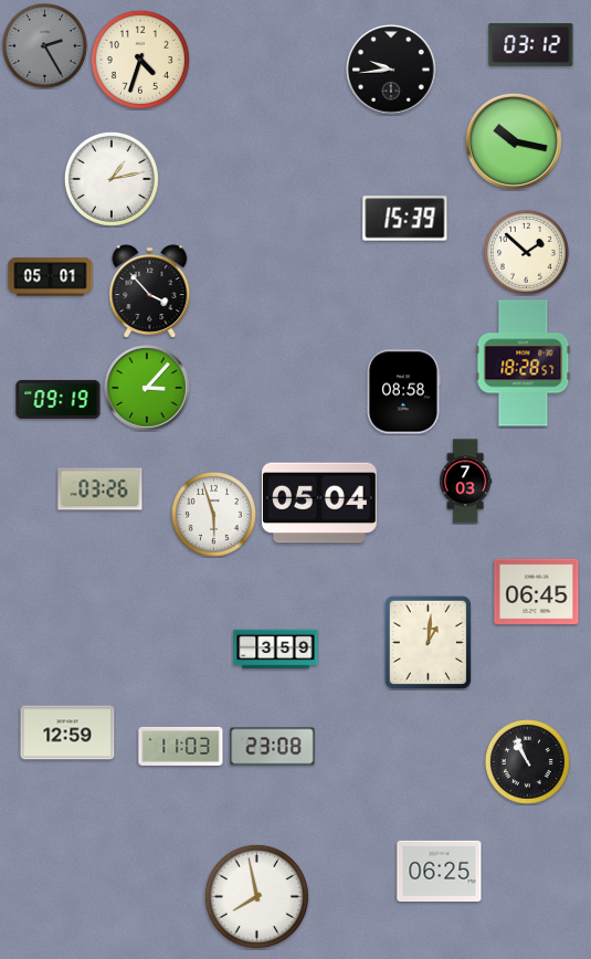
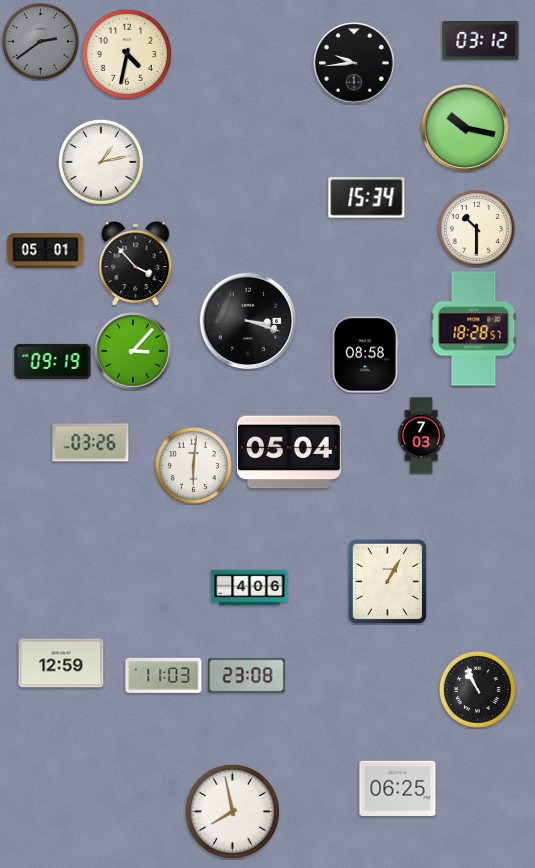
clock at (44, 45): 2:25 -> 2:39
clock at (140, 60): 4:33 -> 4:32
clock at (405, 219): 15:39 -> 15:34
clock at (526, 252): 1:52 -> 10:30
clock at (248, 321): none -> 3:18
clock at (320, 503) position: (320, 503) -> (290, 452)
clock at (213, 514): 5:57 -> 6:01
clock at (537, 591): 06:45 -> none
clock at (428, 642): 1:01 -> 1:05
clock at (276, 650): 3:59 -> 4:06
